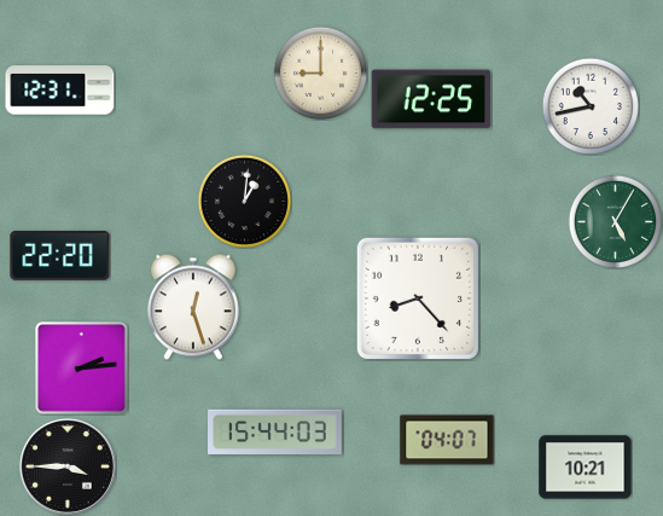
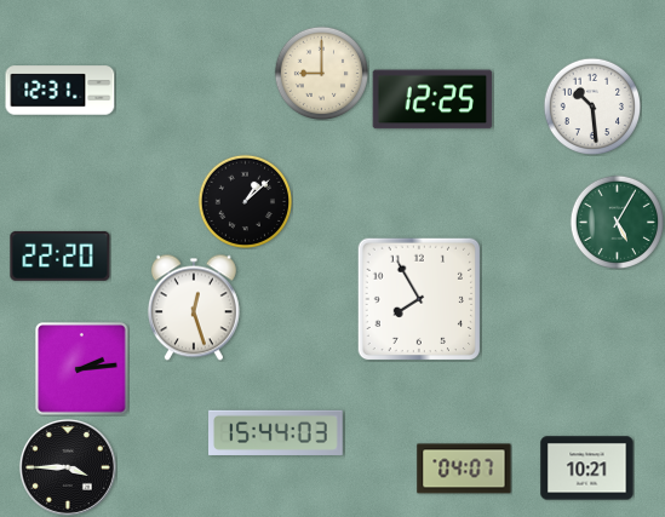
clock at (589, 105): 10:43 -> 10:29
clock at (244, 201): 1:01 -> 1:08
clock at (418, 298): 8:23 -> 7:55
clock at (447, 440) position: (447, 440) -> (464, 469)
